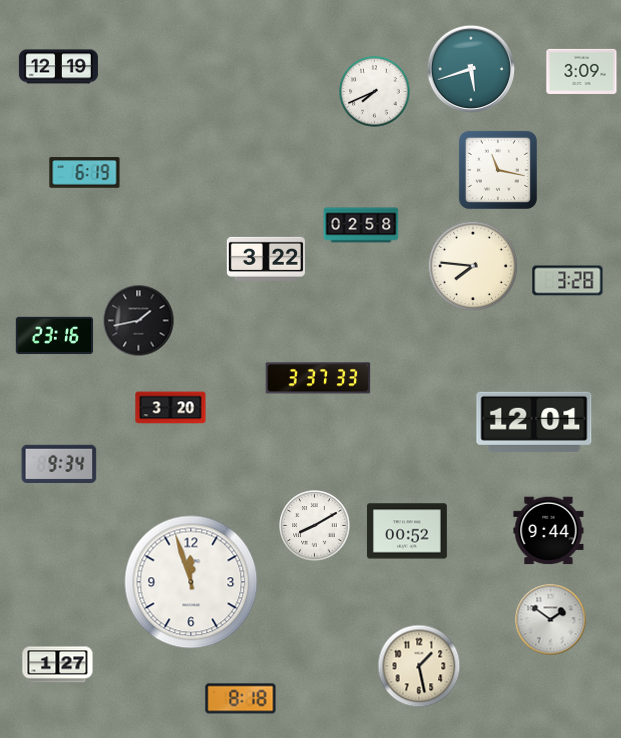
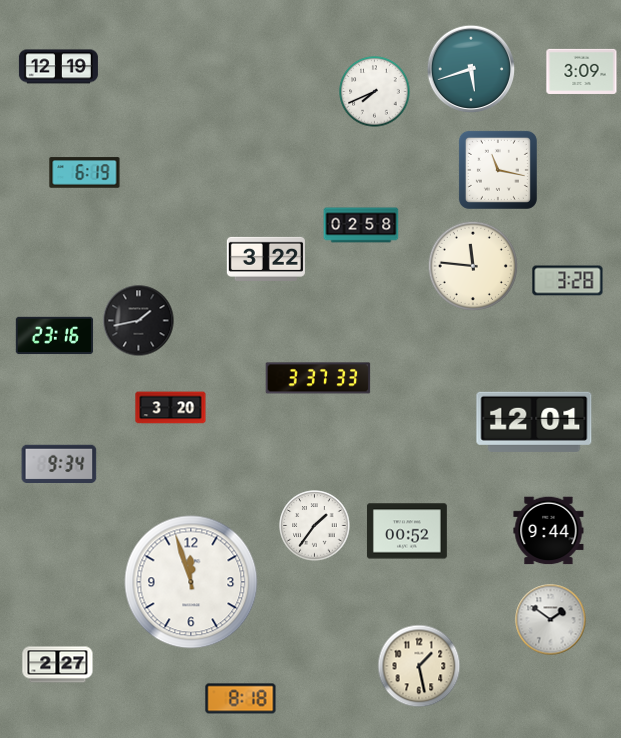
clock at (473, 266): 7:46 -> 11:46
clock at (315, 526): 8:10 -> 1:36
clock at (58, 665): 1:27 -> 2:27
